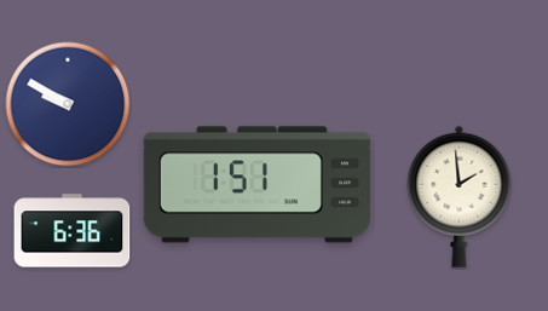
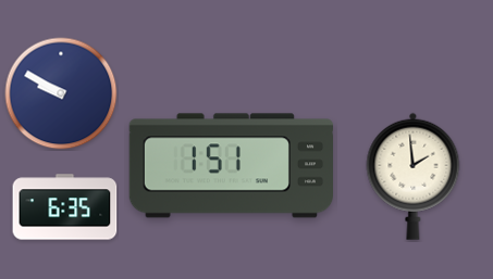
clock at (73, 231): 6:36 -> 6:35
